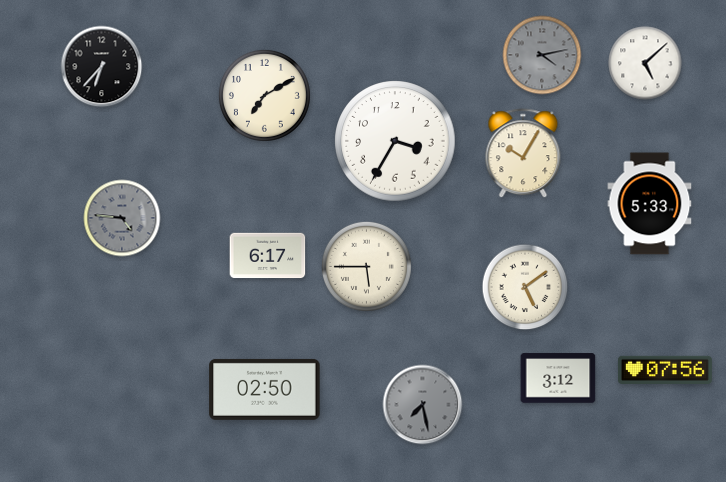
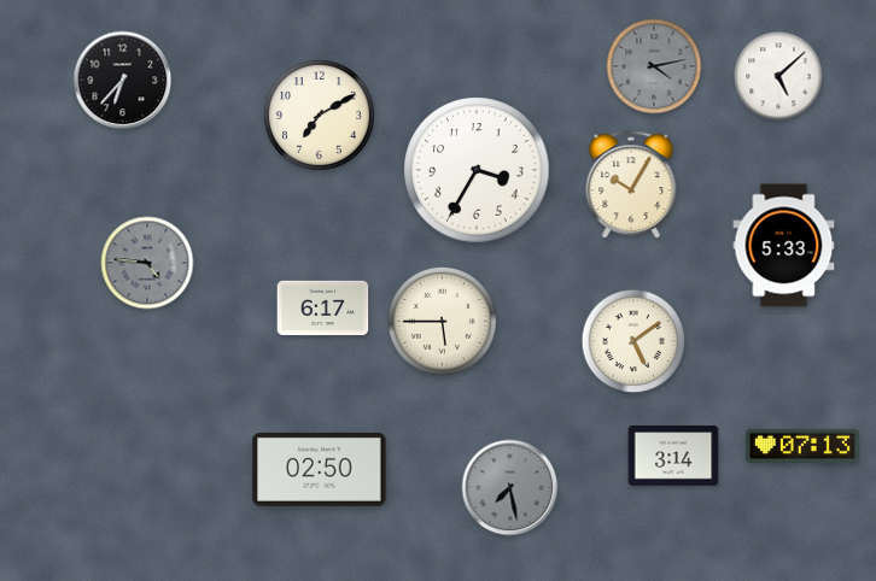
clock at (525, 287) position: (525, 287) -> (633, 341)
clock at (665, 370): 07:56 -> 07:13
clock at (558, 378): 3:12 -> 3:14
